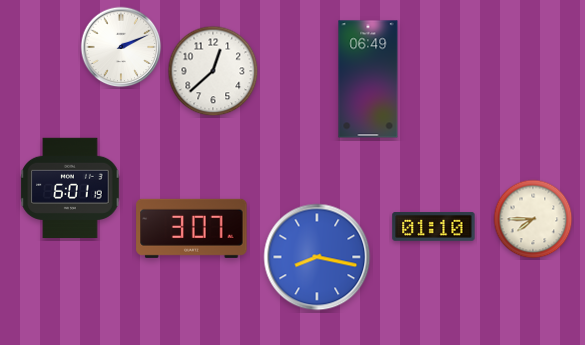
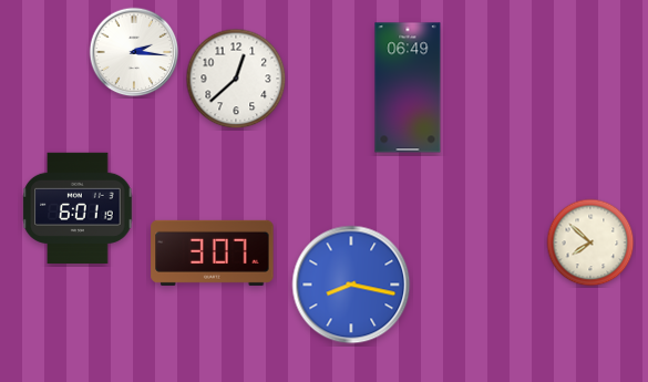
clock at (121, 47): 2:11 -> 2:16
clock at (533, 219): 7:45 -> 7:52
clock at (434, 227): 01:10 -> none
